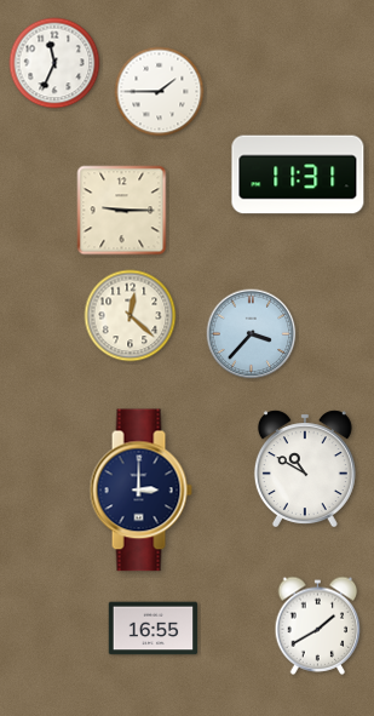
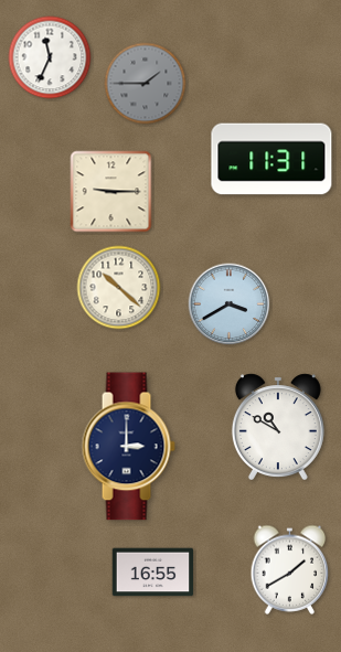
clock at (160, 92) dial: white -> grey
clock at (131, 316): 12:22 -> 10:22
clock at (252, 334): 3:37 -> 3:40
clock at (154, 629) position: (154, 629) -> (153, 573)
